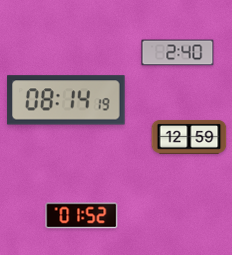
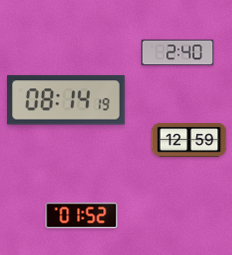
clock at (189, 137) position: (189, 137) -> (189, 140)
